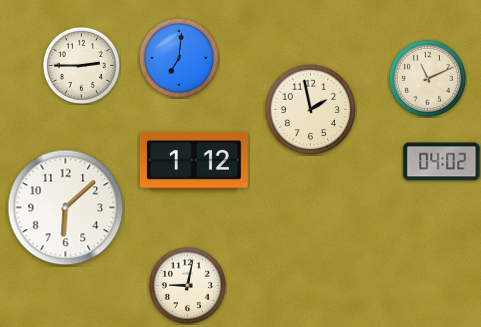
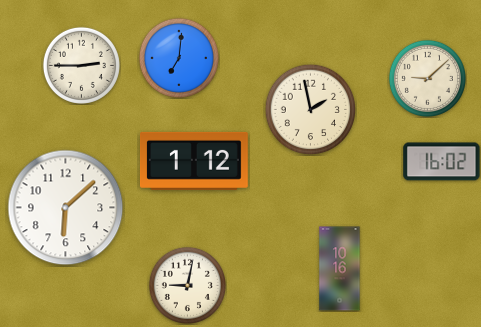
clock at (427, 78): 11:11 -> 9:08
clock at (442, 162): 04:02 -> 16:02
clock at (340, 269): none -> 10:16
